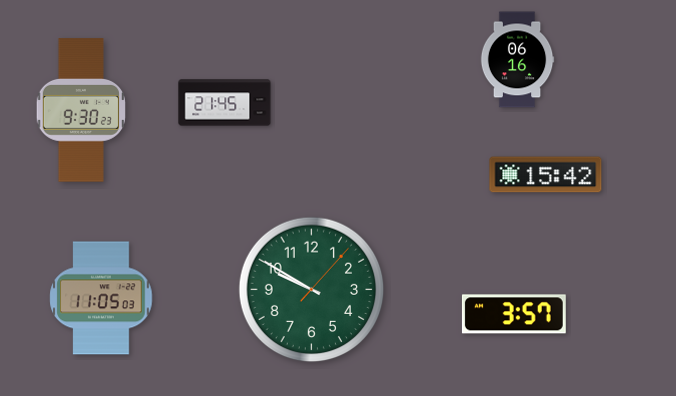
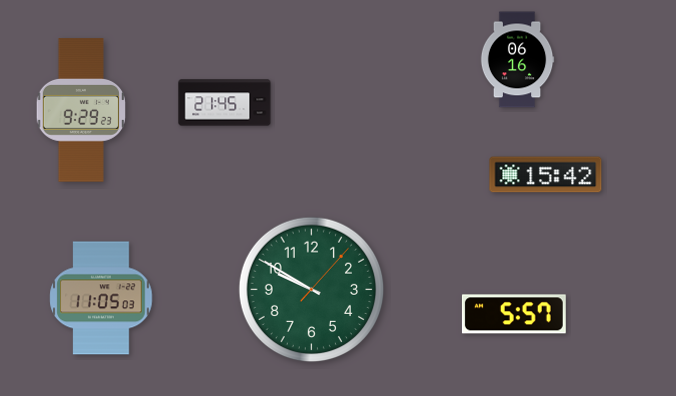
clock at (81, 110): 9:30 -> 9:29
clock at (514, 314): 3:57 -> 5:57
